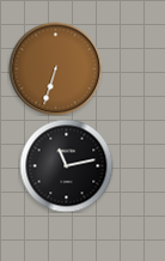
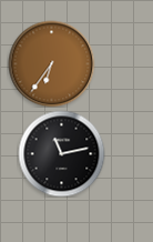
clock at (55, 68): 6:33 -> 6:36
